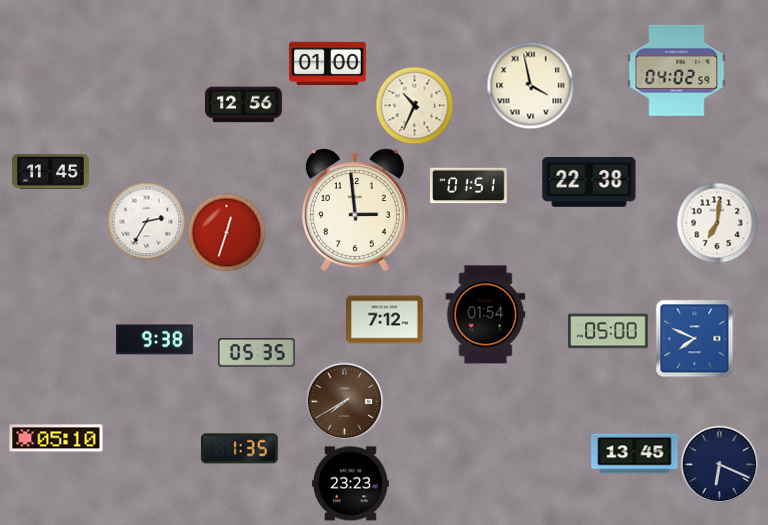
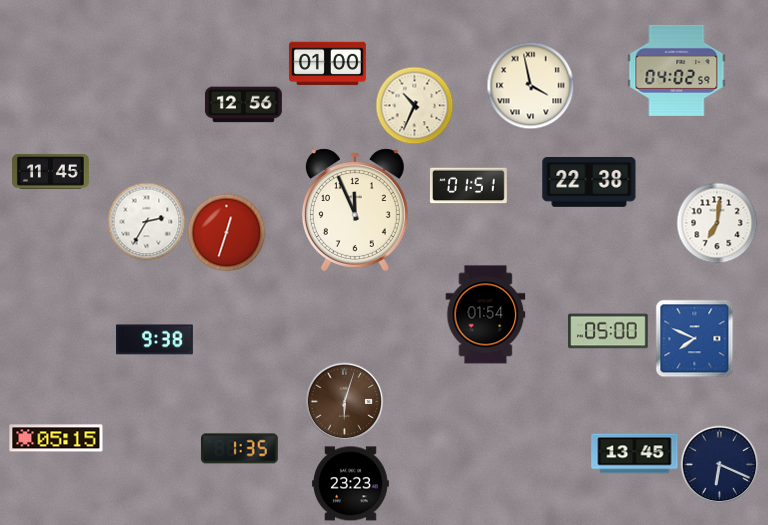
clock at (355, 210): 2:59 -> 11:56
clock at (384, 320): 7:12 -> none
clock at (256, 353): 05:35 -> none
clock at (344, 401): 7:40 -> 6:03
clock at (56, 438): 05:10 -> 05:15
